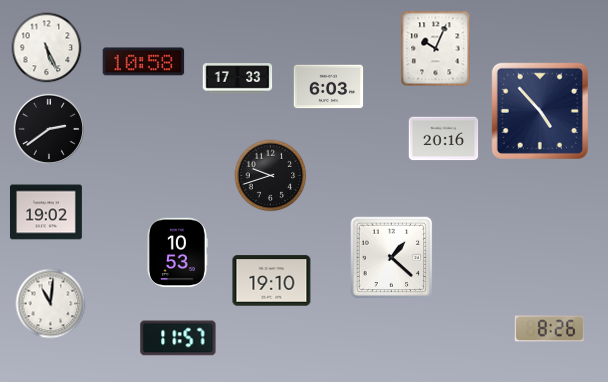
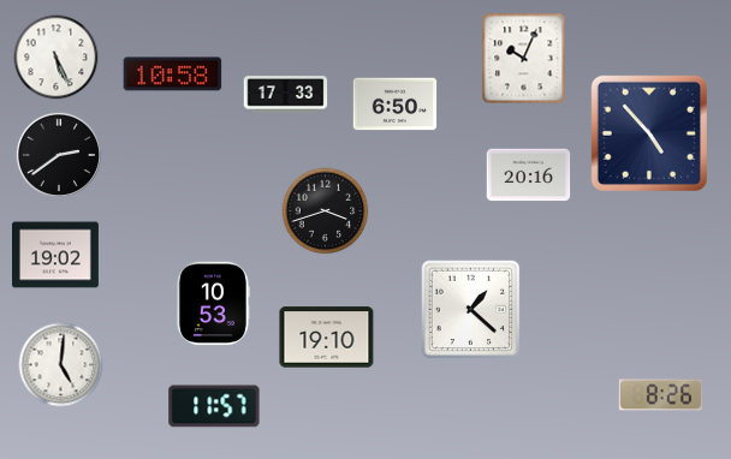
clock at (329, 87): 6:03 -> 6:50
clock at (444, 139) position: (444, 139) -> (529, 175)
clock at (271, 176): 9:42 -> 3:42
clock at (51, 304): 11:01 -> 5:01
